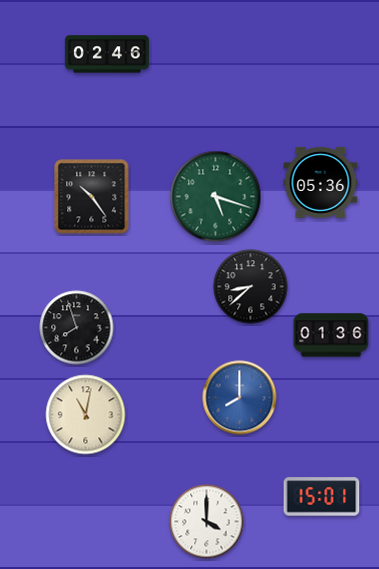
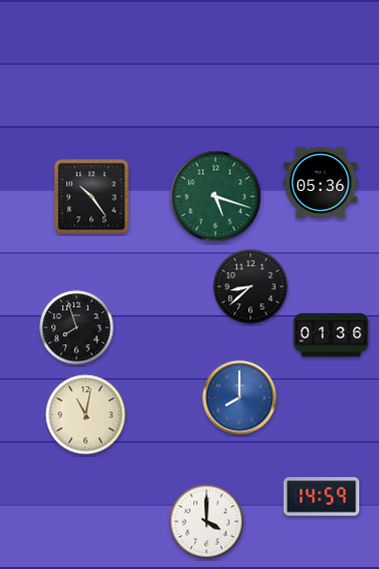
clock at (107, 54): 02:46 -> none
clock at (322, 497): 15:01 -> 14:59
